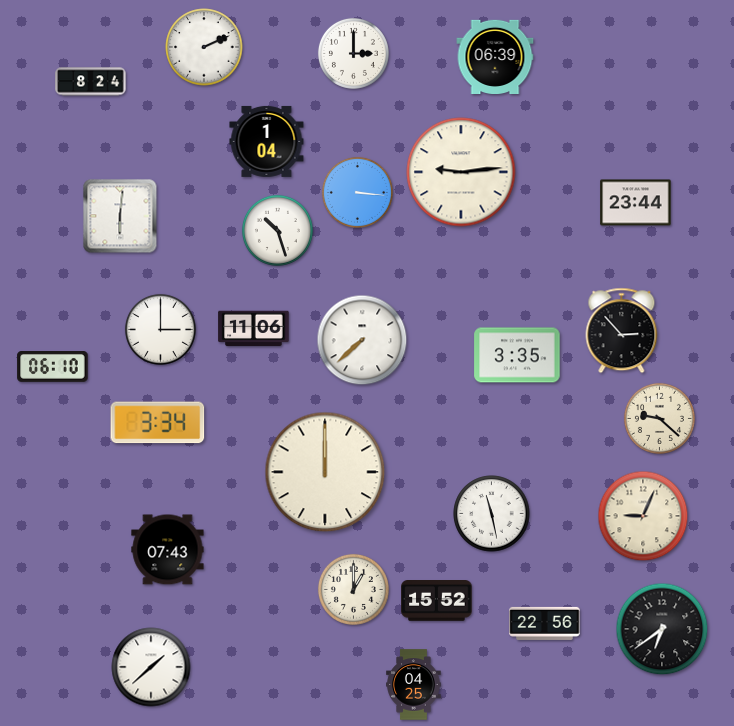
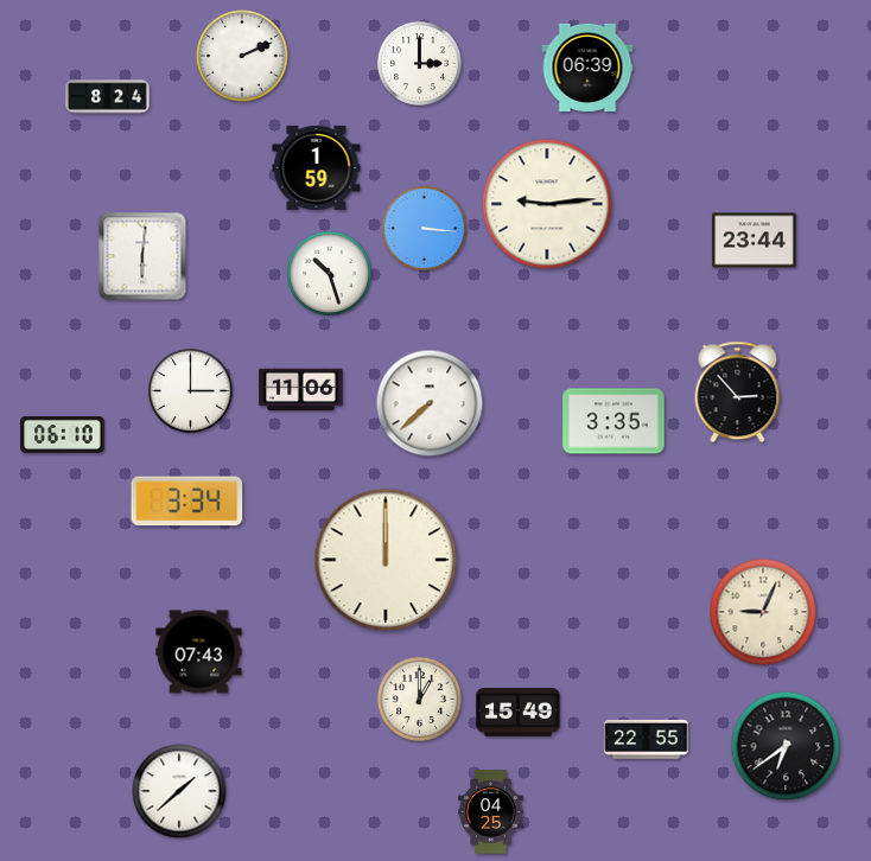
clock at (267, 141): 1:04 -> 1:59
clock at (659, 418): 9:22 -> none
clock at (492, 514): 11:28 -> none
clock at (437, 601): 15:52 -> 15:49
clock at (545, 623): 22:56 -> 22:55
